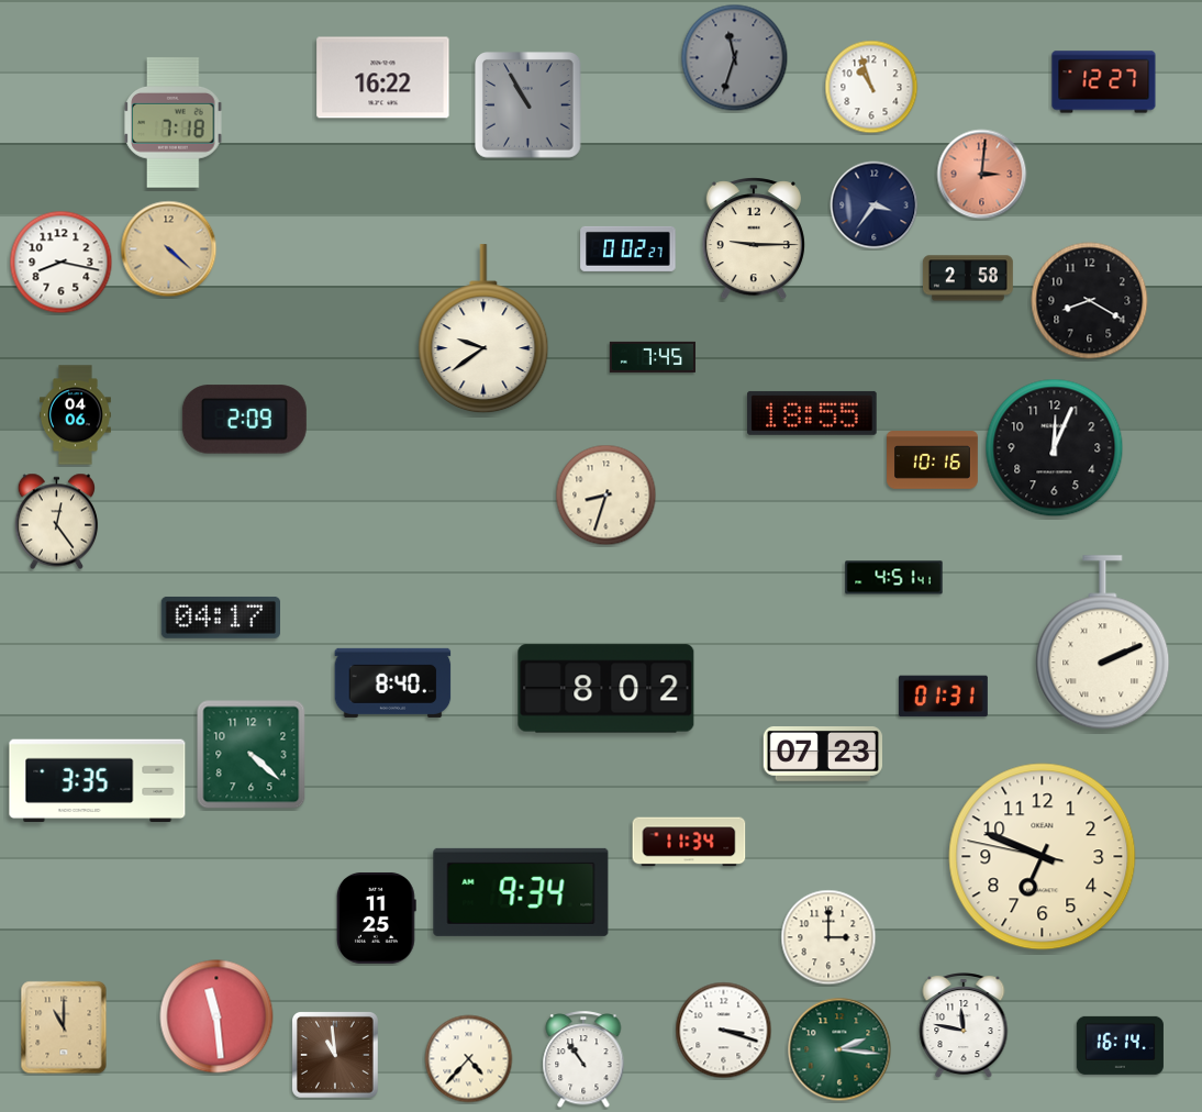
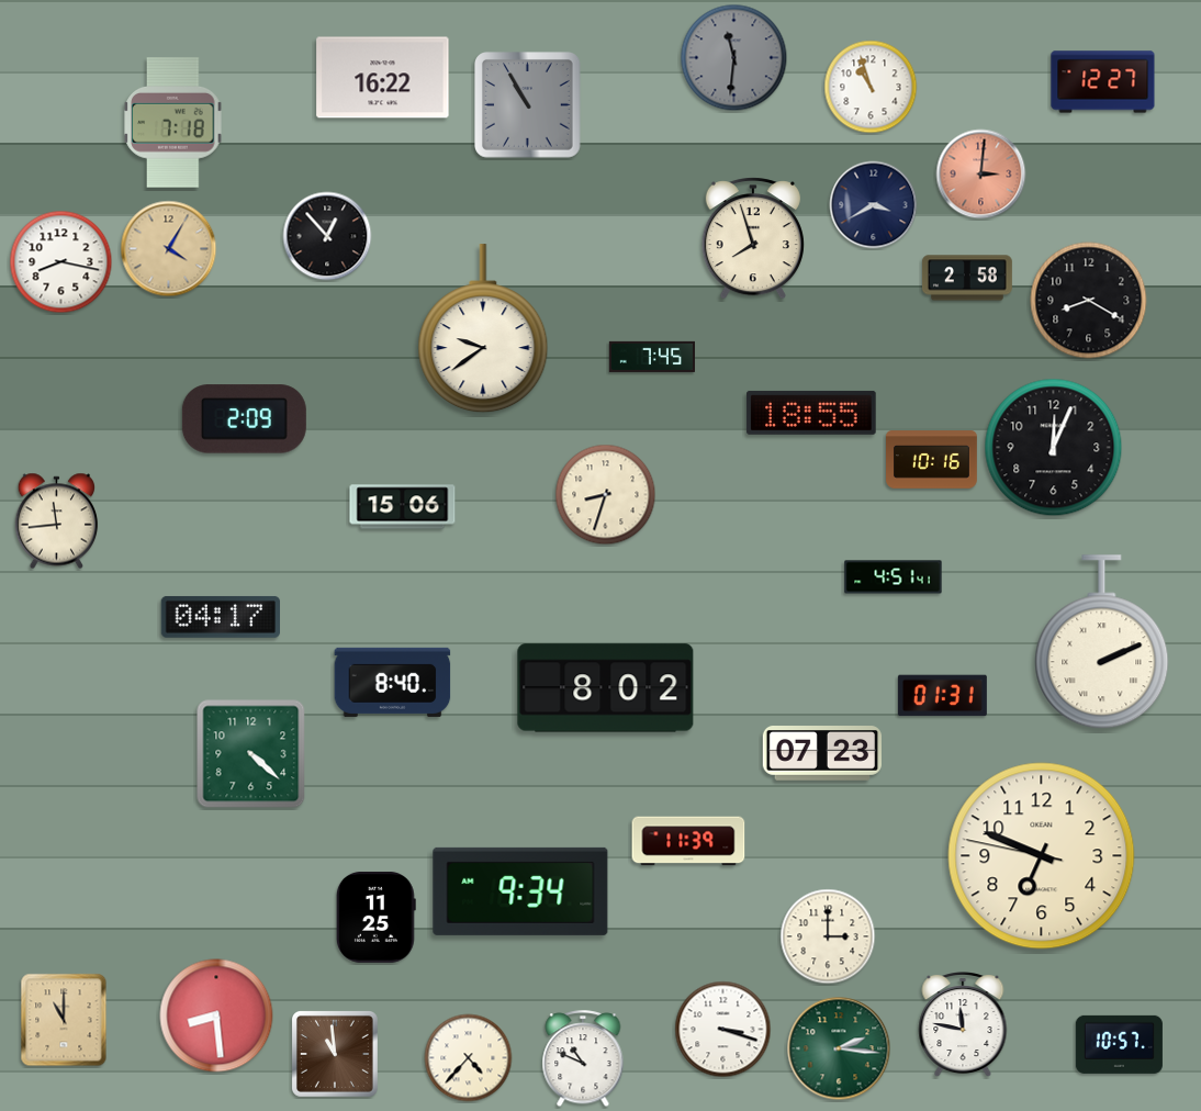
clock at (735, 58): 11:33 -> 11:31
clock at (875, 205): 3:36 -> 3:40
clock at (327, 236): none -> 12:53
clock at (754, 238): 9:15 -> 7:57
clock at (628, 248): 0:02 -> none
clock at (169, 249): 4:22 -> 4:05
clock at (76, 415): 04:06 -> none
clock at (403, 507): none -> 15:06
clock at (57, 522): 12:24 -> 11:44
clock at (98, 781): 3:35 -> none
clock at (689, 842): 11:34 -> 11:39
clock at (216, 1016): 11:29 -> 8:29
clock at (64, 1027) position: (64, 1027) -> (64, 1020)
clock at (1120, 1045): 16:14 -> 10:57
clock at (583, 1060): 10:54 -> 10:49
